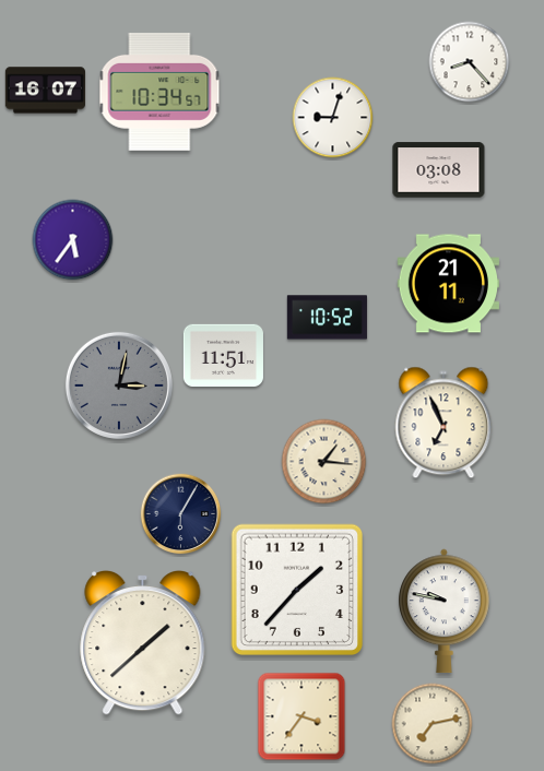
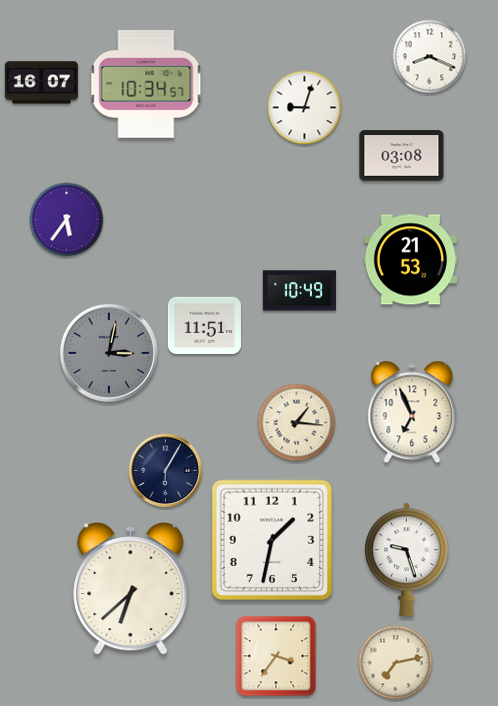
clock at (470, 62): 8:23 -> 8:19
clock at (448, 284): 21:11 -> 21:53
clock at (327, 318): 10:52 -> 10:49
clock at (444, 423) position: (444, 423) -> (412, 412)
clock at (297, 590): 1:37 -> 1:32
clock at (445, 612): 9:47 -> 9:27
clock at (143, 643): 1:38 -> 6:38
